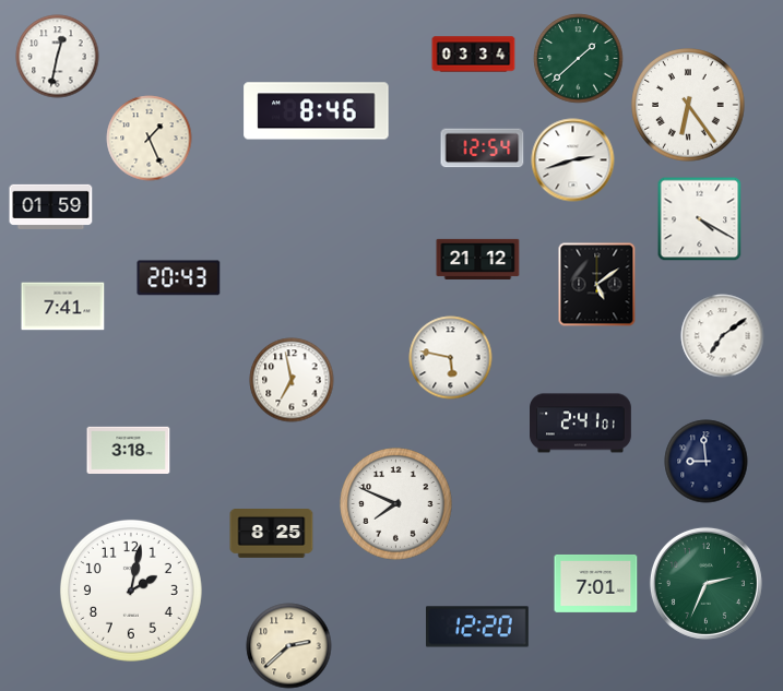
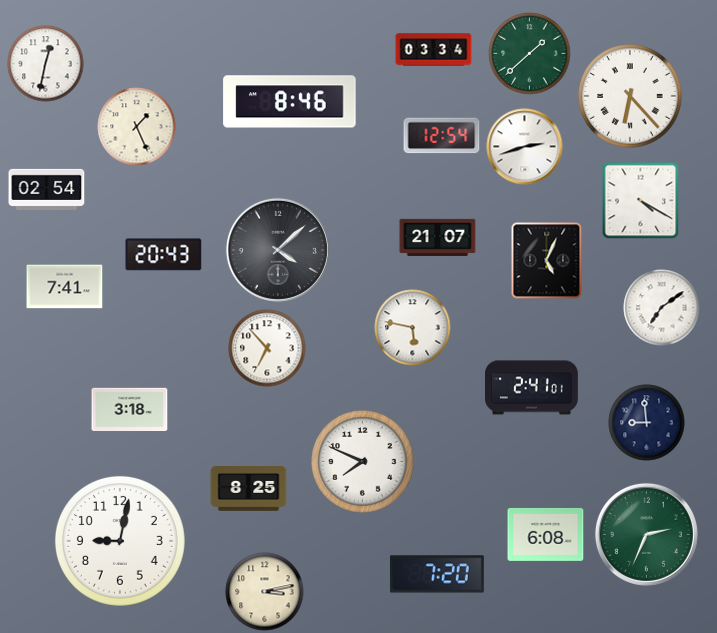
clock at (58, 57) position: (58, 57) -> (46, 64)
clock at (688, 105): 6:24 -> 6:23
clock at (51, 206): 01:59 -> 02:54
clock at (478, 259): 21:12 -> 21:07
clock at (278, 250): none -> 4:08
clock at (597, 285): 5:09 -> 5:04
clock at (63, 307) position: (63, 307) -> (65, 287)
clock at (292, 380): 6:58 -> 6:53
clock at (129, 450) position: (129, 450) -> (130, 409)
clock at (596, 583): 7:01 -> 6:08
clock at (131, 591): 2:02 -> 9:02
clock at (477, 627): 12:20 -> 7:20
clock at (289, 646): 2:38 -> 3:13
